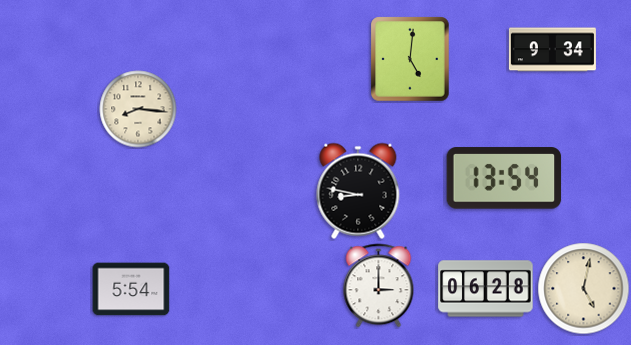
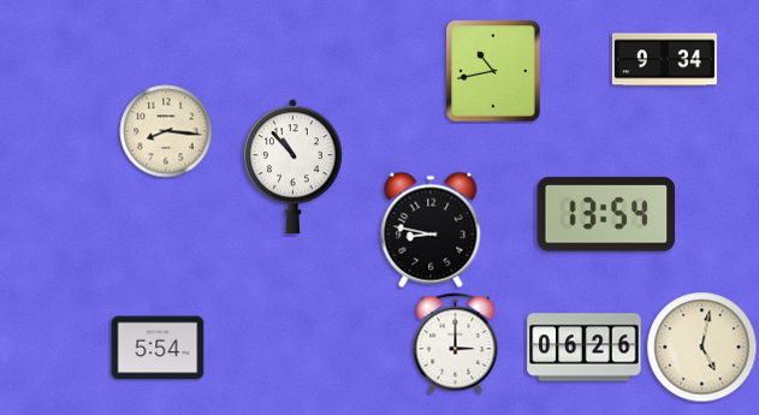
clock at (410, 59): 5:01 -> 10:43
clock at (292, 167): none -> 10:53
clock at (486, 289): 06:28 -> 06:26
